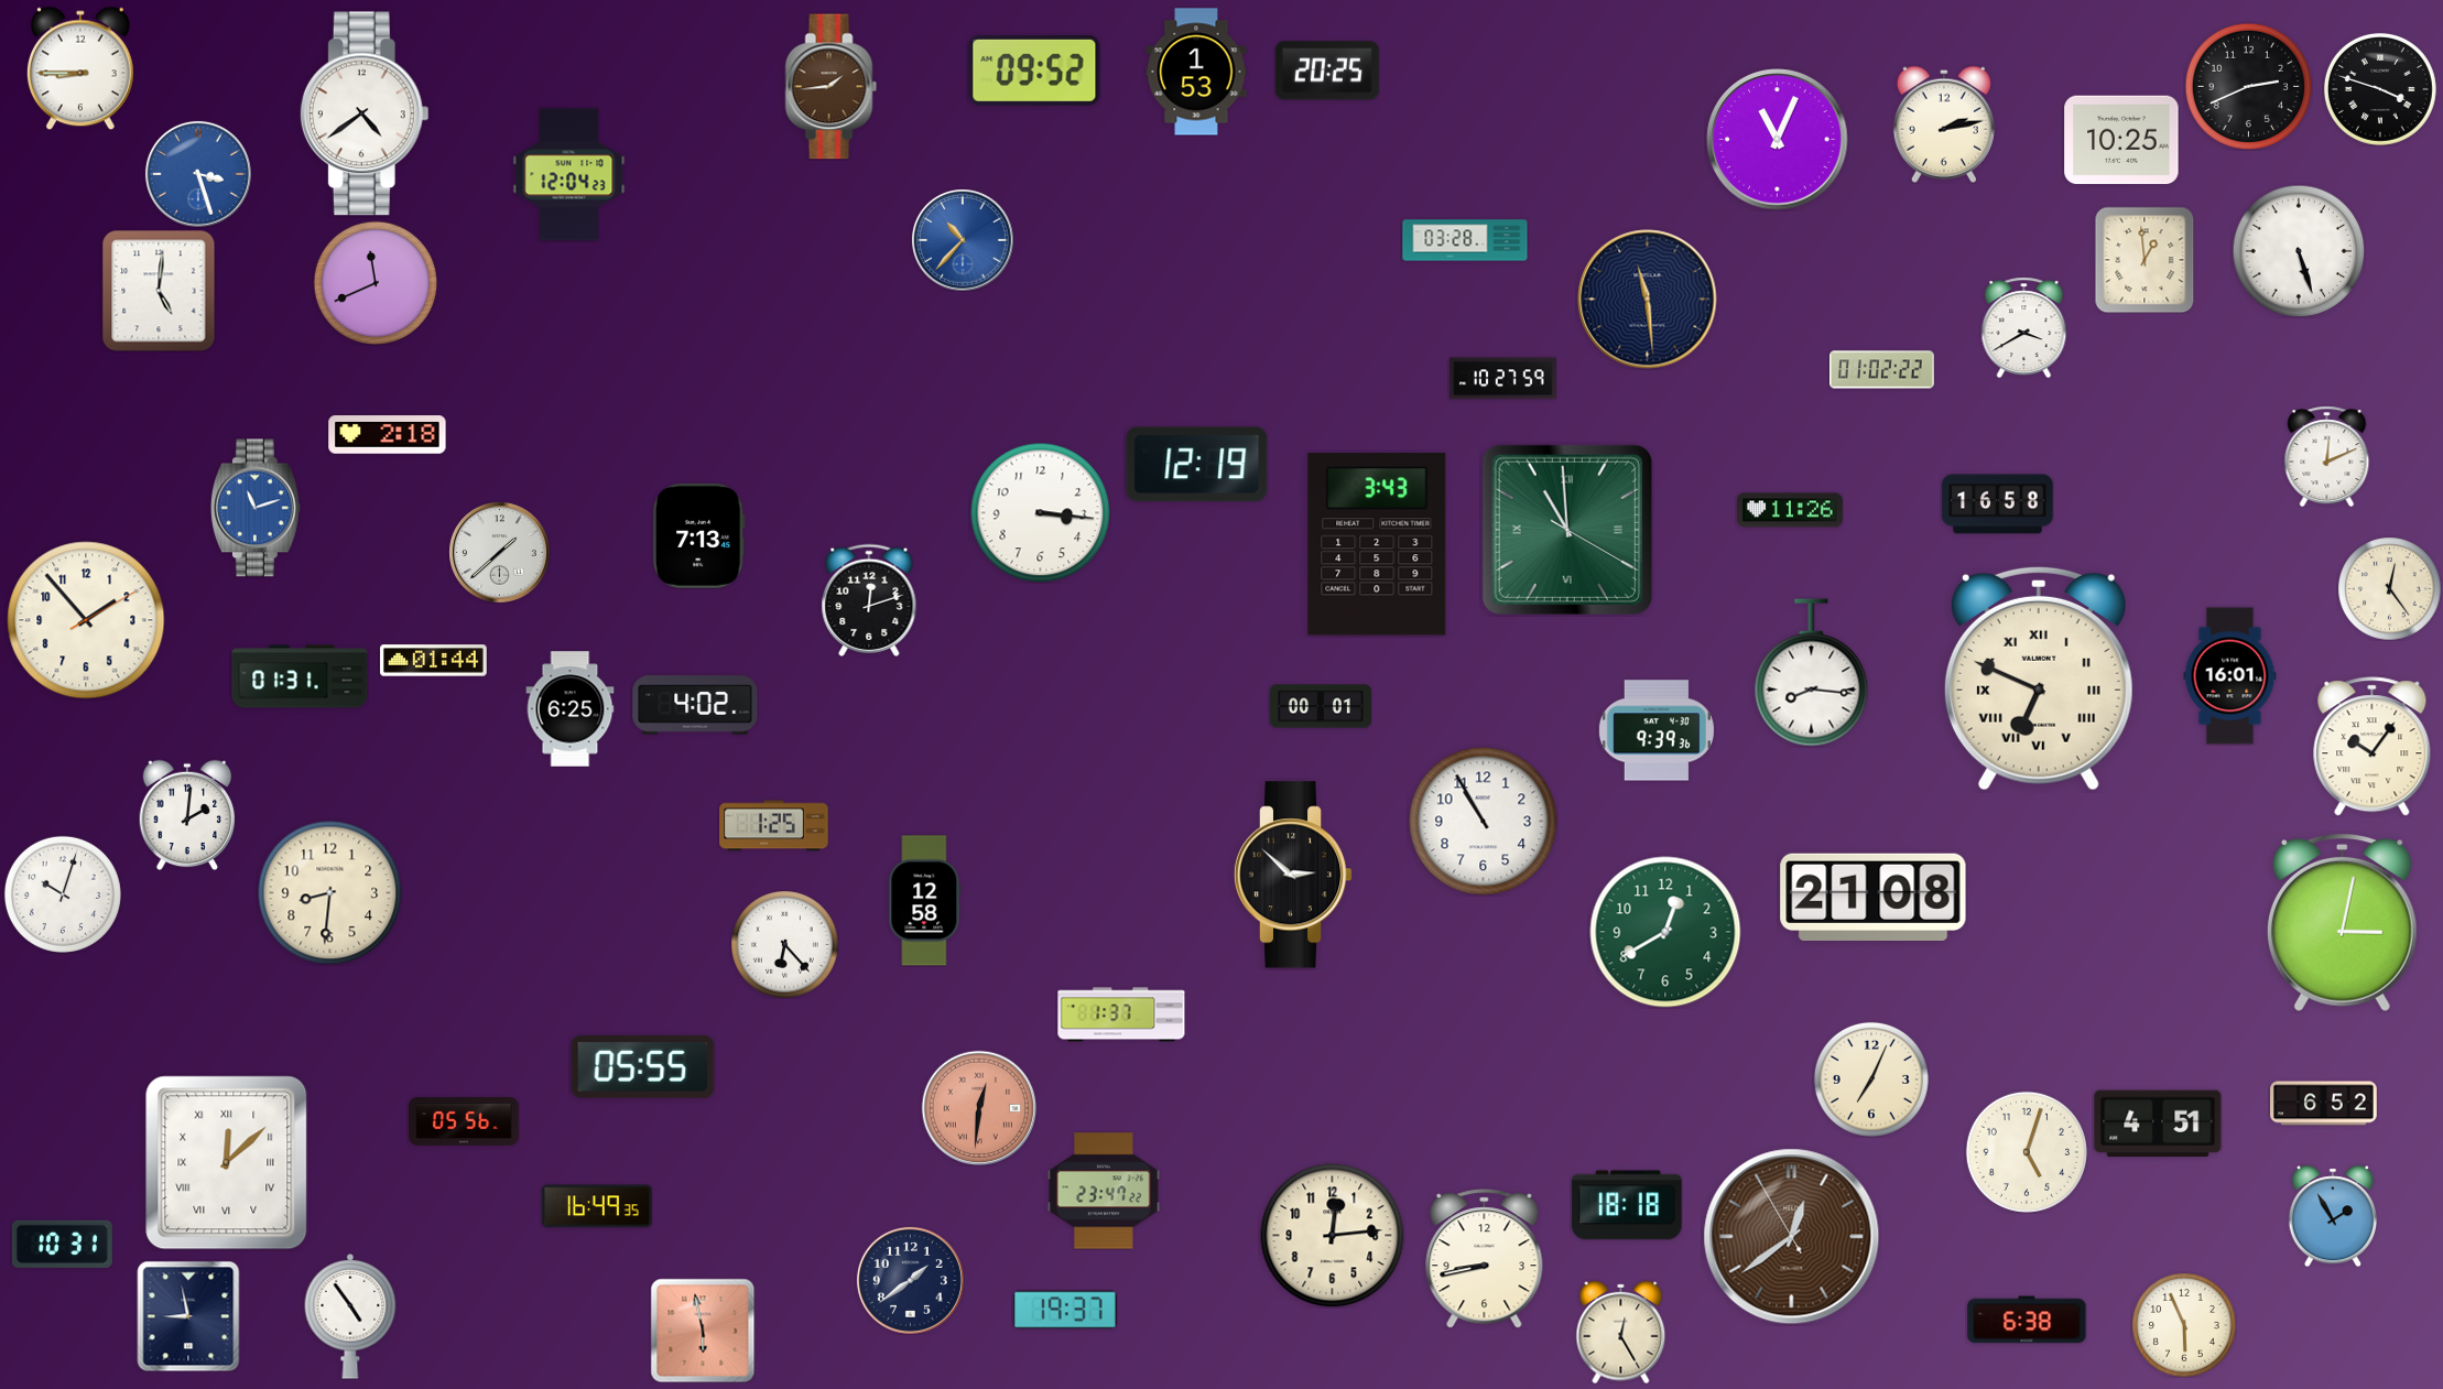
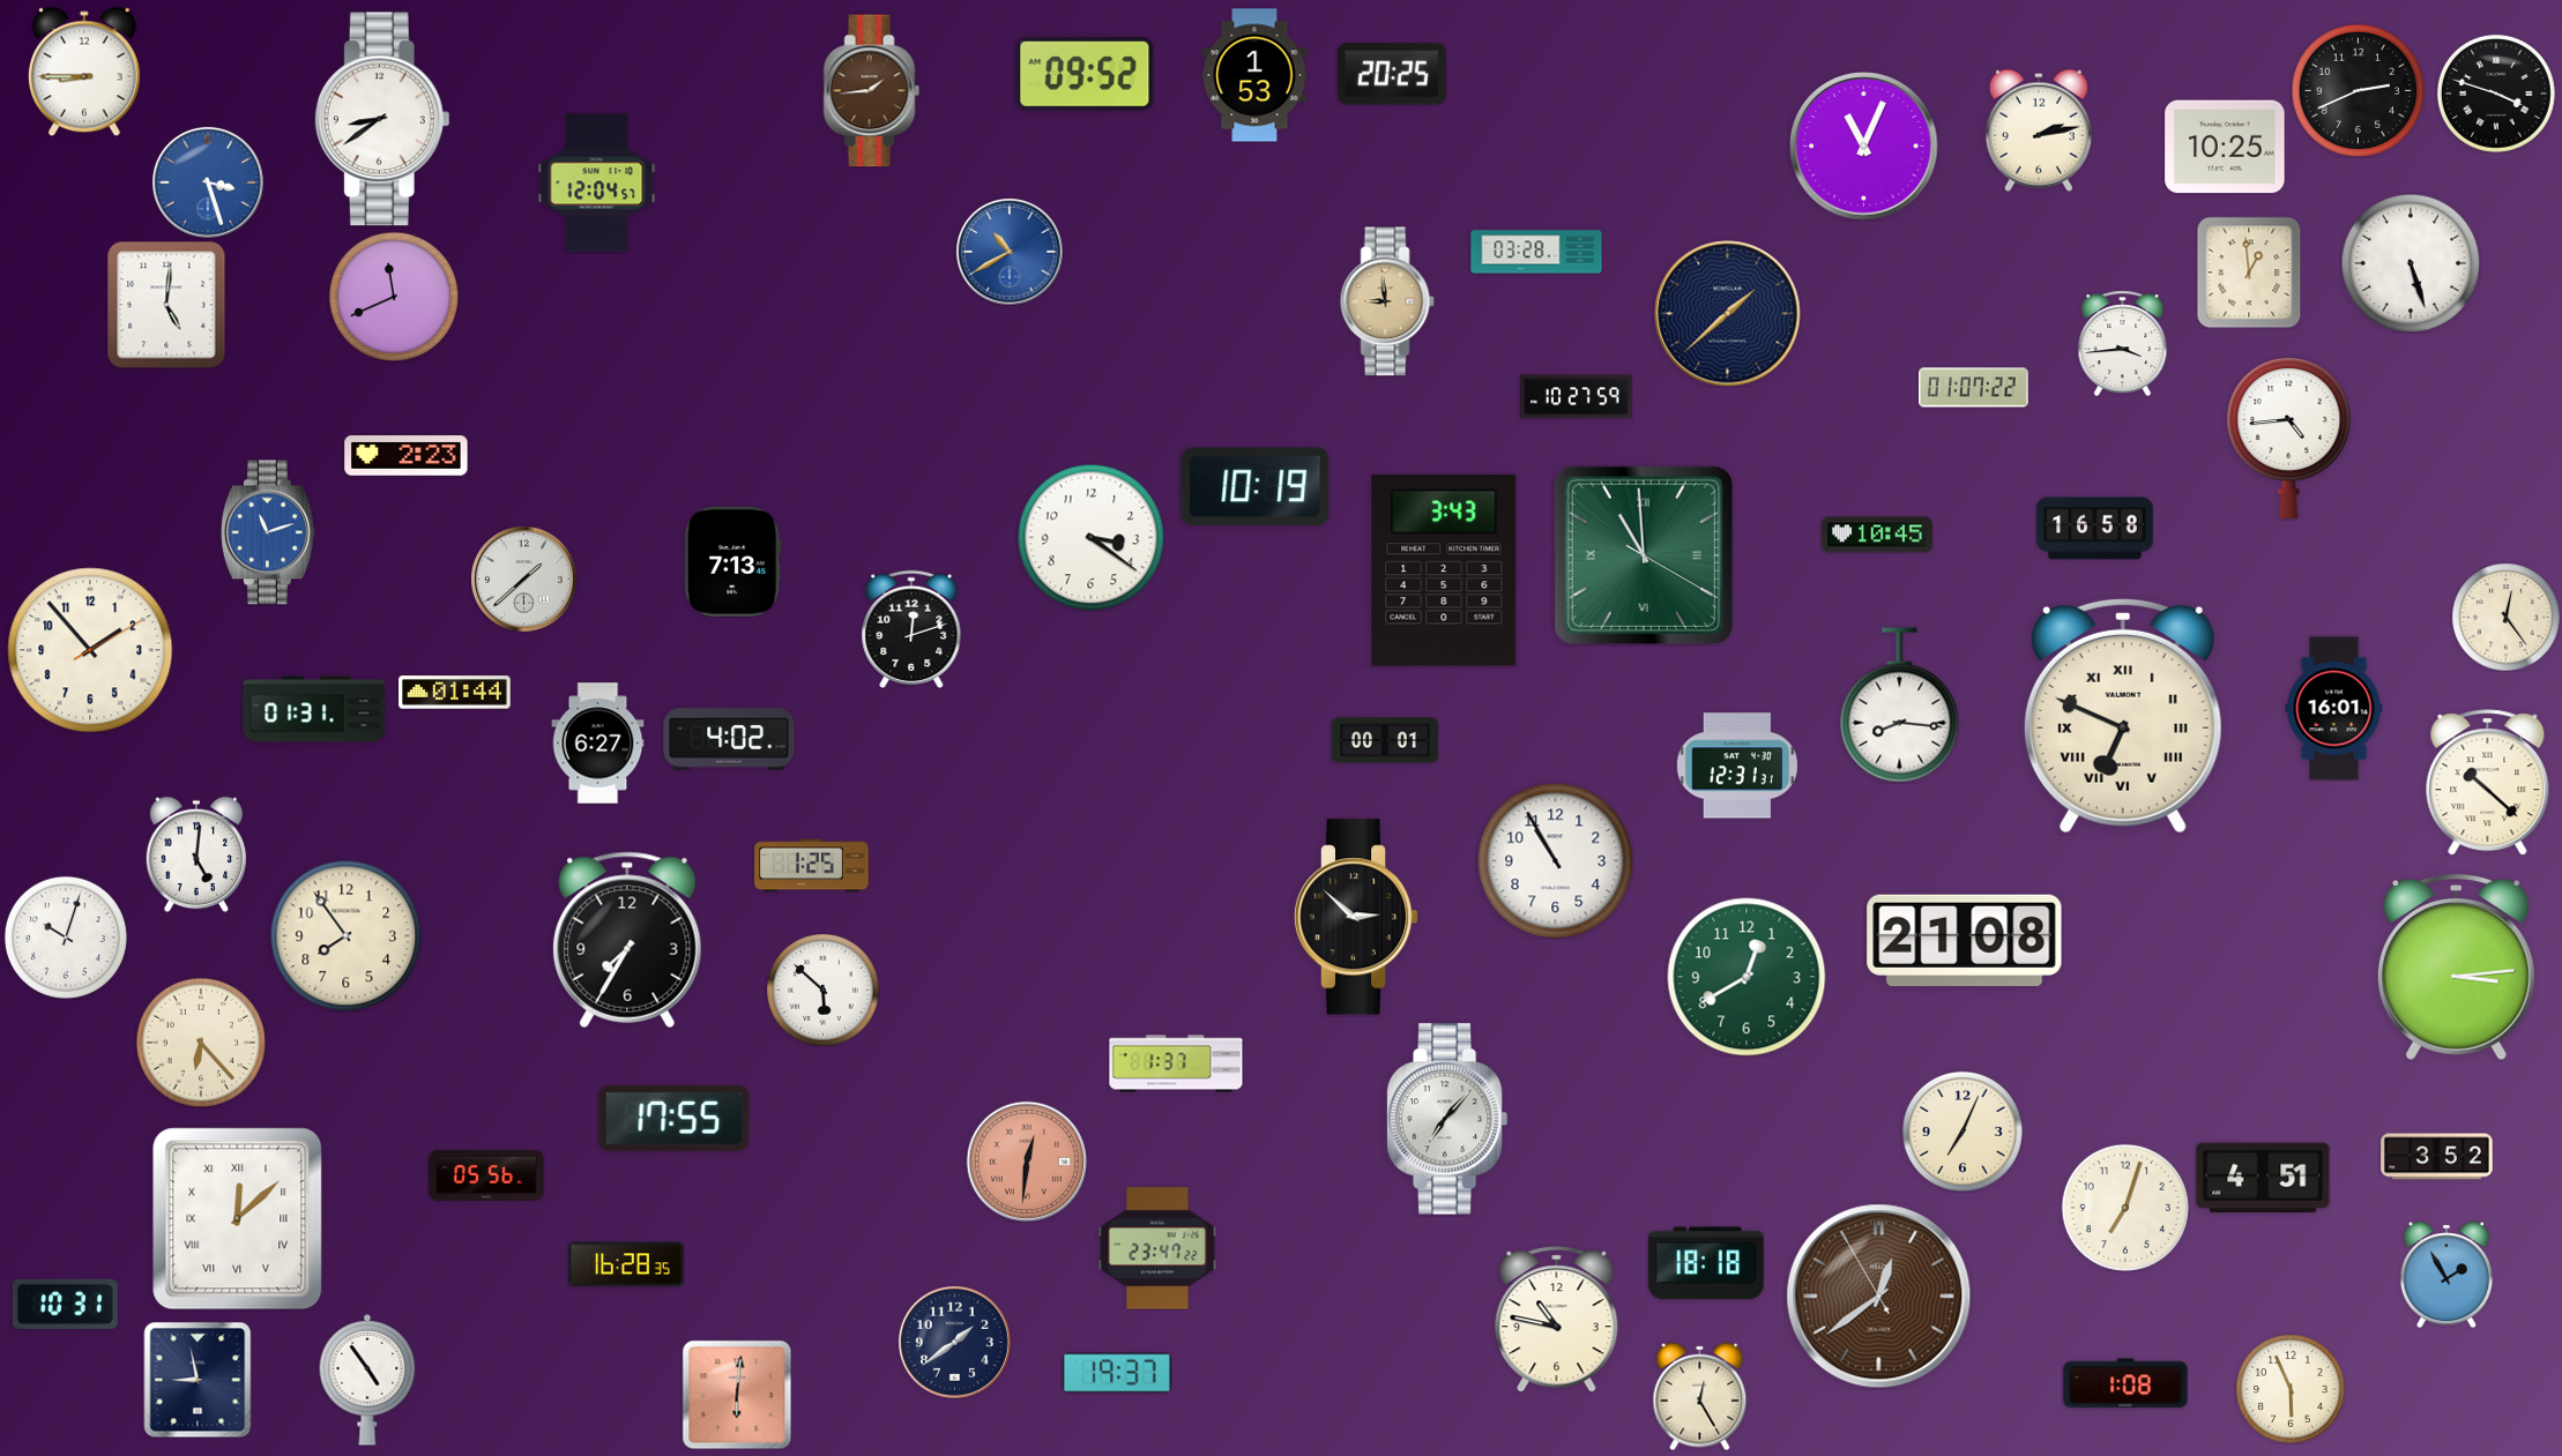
clock at (365, 113): 4:39 -> 8:39
clock at (569, 175): 12:04:23 -> 12:04:57
clock at (963, 240): 10:37 -> 10:40
clock at (1387, 301): none -> 8:59
clock at (1648, 300): 11:29 -> 1:38
clock at (2024, 327): 3:40 -> 3:44
clock at (1882, 370): 01:02 -> 01:07
clock at (2289, 438): none -> 4:44
clock at (388, 435): 2:18 -> 2:23
clock at (2327, 456): 12:11 -> none
clock at (1197, 465): 12:19 -> 10:19
clock at (1790, 510): 11:26 -> 10:45
clock at (1040, 512): 3:16 -> 3:21
clock at (2230, 676) position: (2230, 676) -> (2334, 709)
clock at (2039, 679) position: (2039, 679) -> (2123, 716)
clock at (571, 709): 6:25 -> 6:27
clock at (1657, 730): 9:39 -> 12:31
clock at (2373, 747): 10:06 -> 10:22
clock at (187, 815): 2:01 -> 5:01
clock at (330, 893): 8:31 -> 7:54
clock at (627, 940): none -> 7:35
clock at (925, 901): 12:58 -> none
clock at (2342, 922): 3:02 -> 3:14
clock at (785, 945): 6:23 -> 5:52
clock at (201, 1043): none -> 6:23
clock at (643, 1066): 05:55 -> 17:55
clock at (1447, 1119): none -> 7:07
clock at (2324, 1104): 6:52 -> 3:52
clock at (2027, 1152): 5:03 -> 7:03
clock at (597, 1206): 16:49 -> 16:28
clock at (1333, 1236): 12:14 -> none
clock at (1485, 1259): 8:43 -> 10:47
clock at (2027, 1320): 6:38 -> 1:08
clock at (703, 1331): 5:58 -> 6:01
